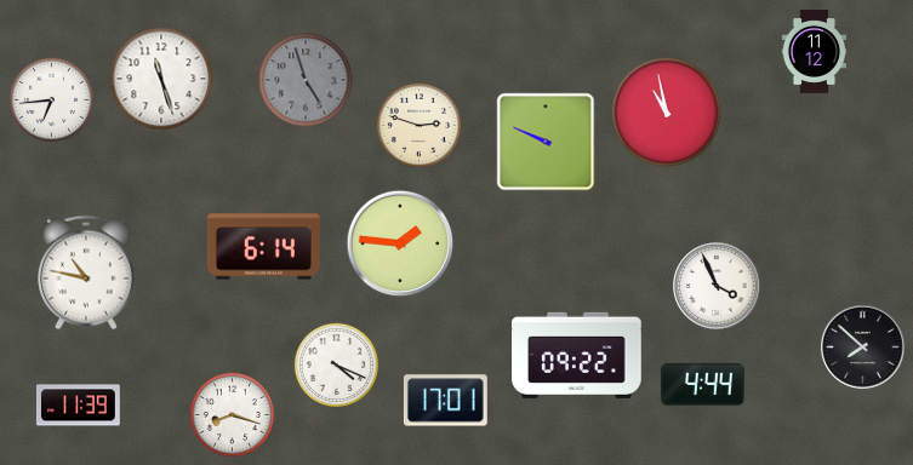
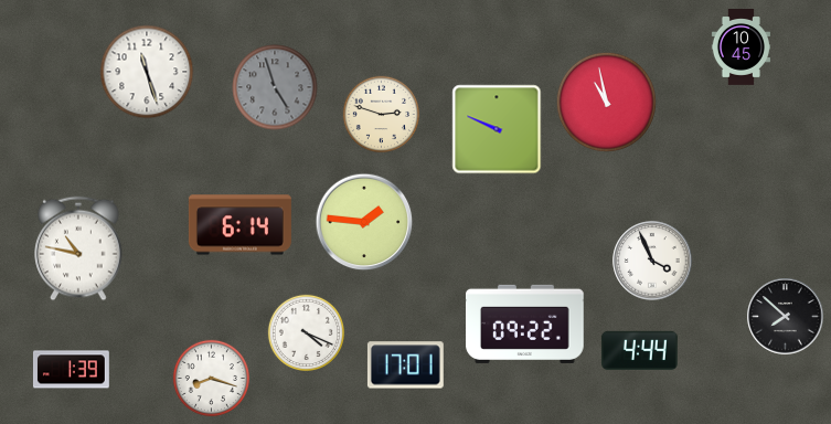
clock at (814, 52): 11:12 -> 10:45
clock at (306, 80) position: (306, 80) -> (275, 87)
clock at (51, 99): 6:44 -> none
clock at (78, 406): 11:39 -> 1:39
